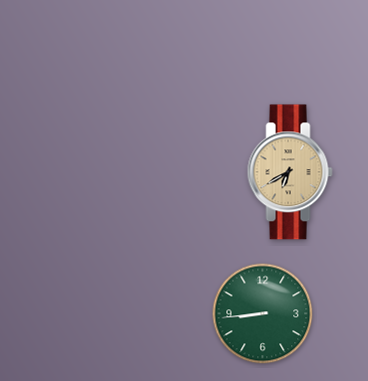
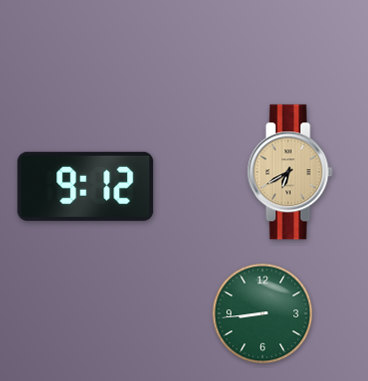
clock at (86, 186): none -> 9:12
